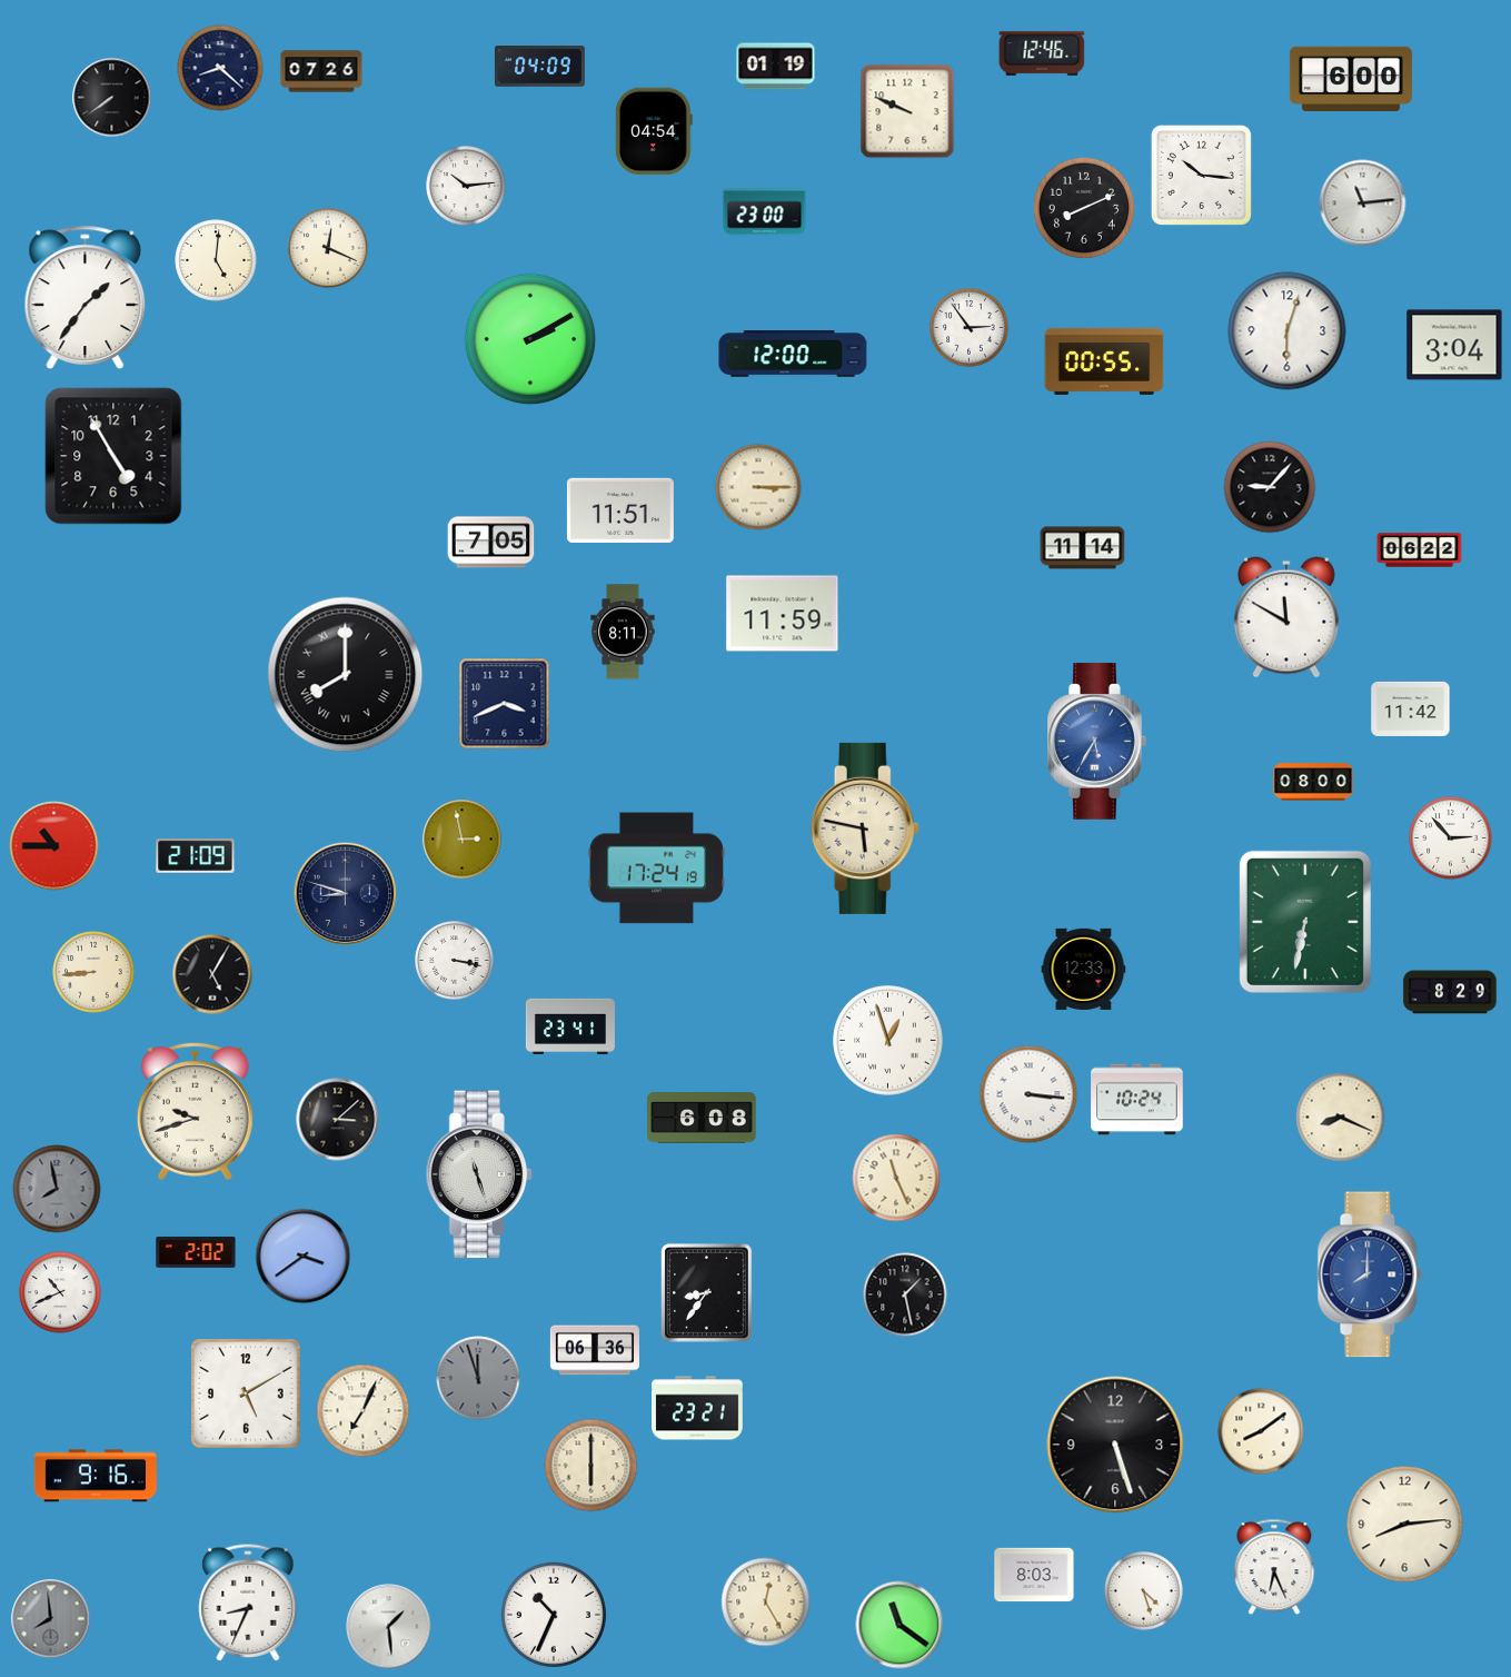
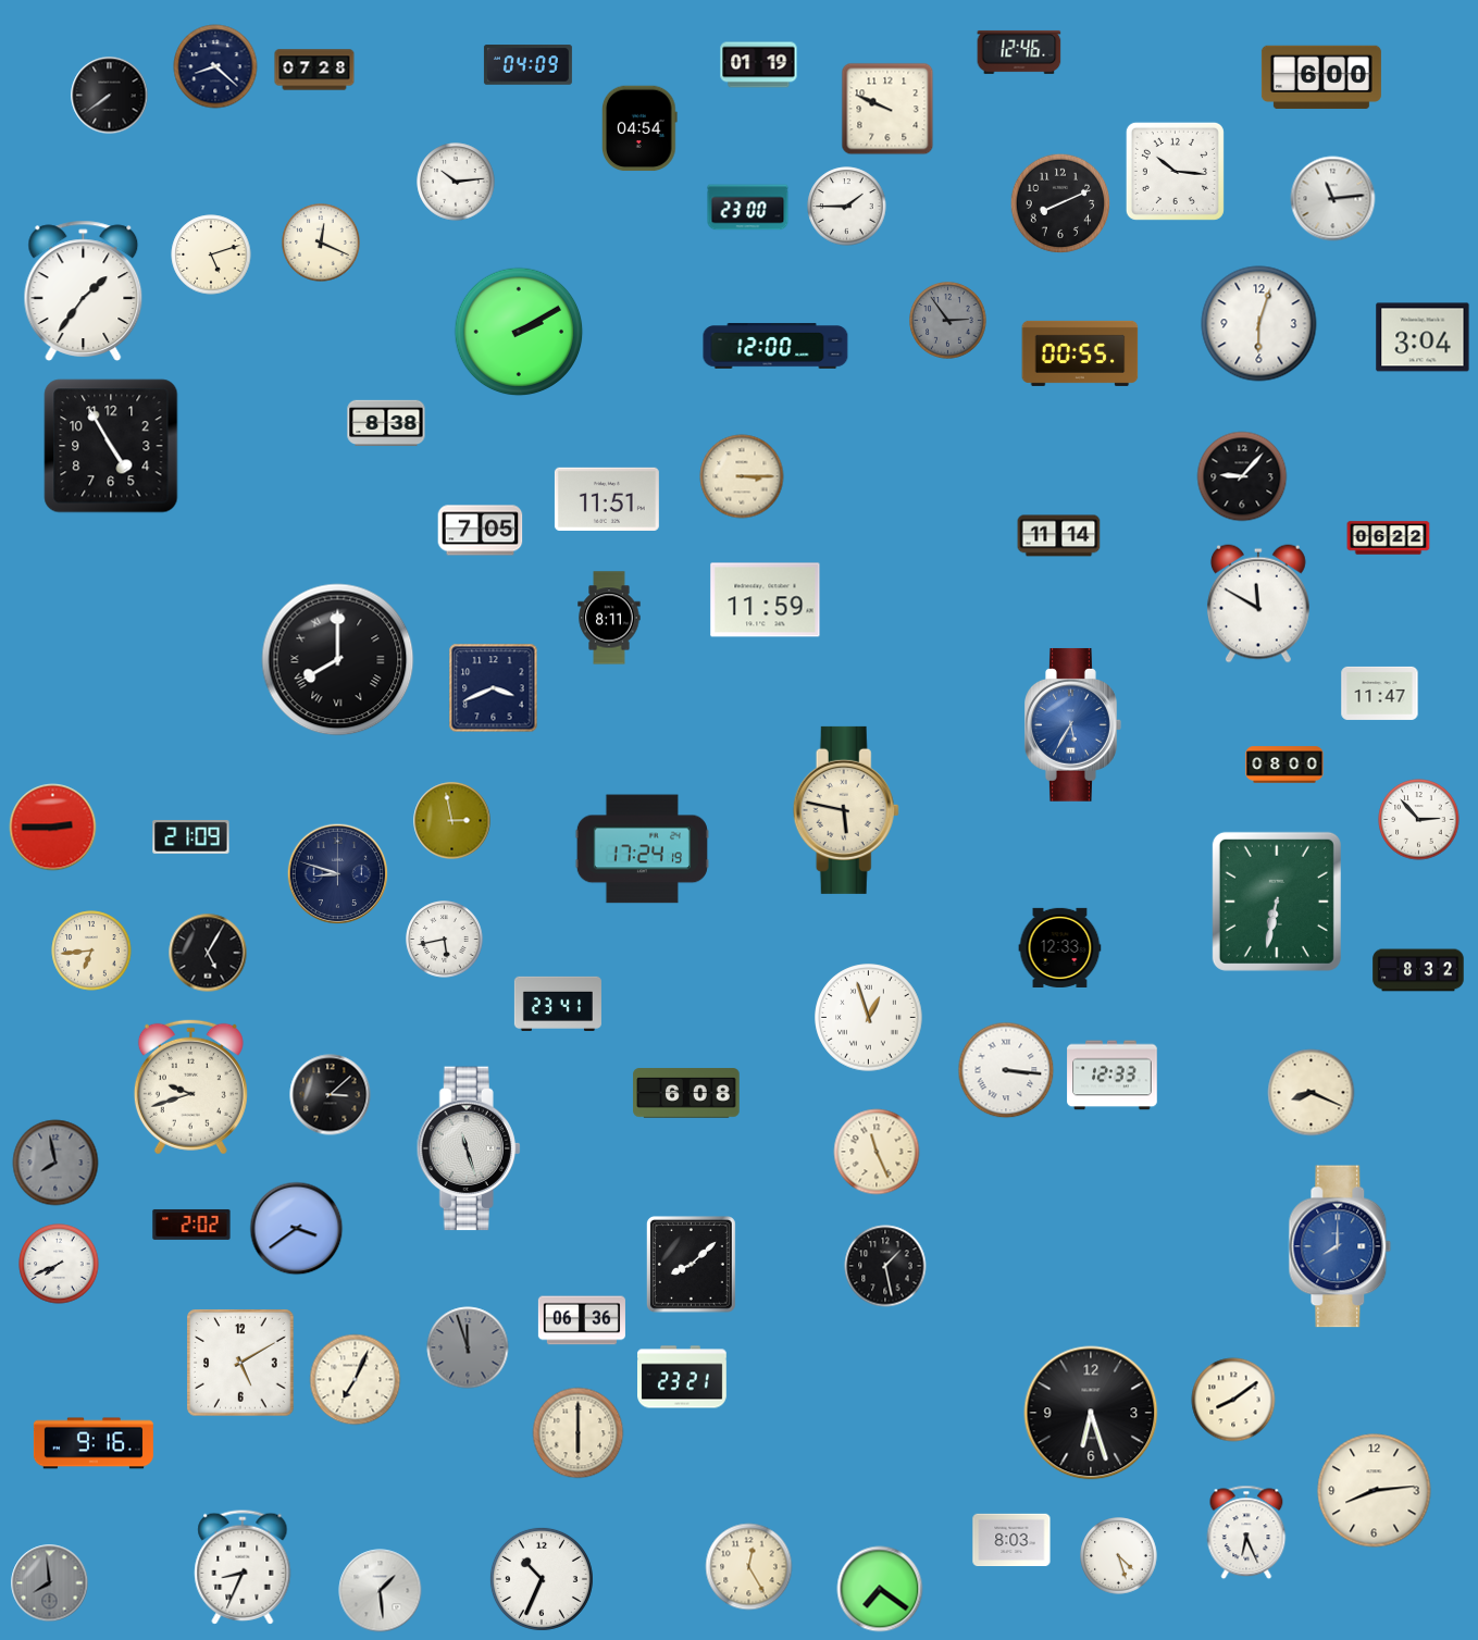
clock at (321, 71): 07:26 -> 07:28
clock at (847, 207): none -> 1:45
clock at (216, 260): 5:01 -> 5:12
clock at (970, 328) dial: white -> grey
clock at (386, 423): none -> 8:38
clock at (1411, 708): 11:42 -> 11:47
clock at (54, 846): 10:45 -> 2:45
clock at (455, 961): 3:17 -> 5:43
clock at (93, 972): 8:44 -> 6:44
clock at (1450, 992): 8:29 -> 8:32
clock at (1137, 1100): 10:24 -> 12:33
clock at (60, 1292): 10:41 -> 7:41
clock at (706, 1292): 8:36 -> 8:08
clock at (1115, 1445): 5:27 -> 6:27
clock at (899, 1625): 11:21 -> 7:21
